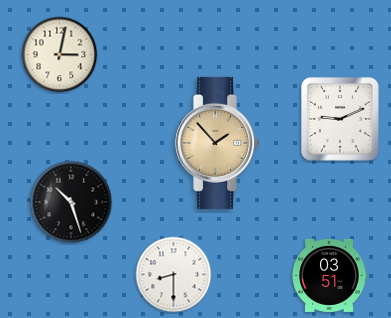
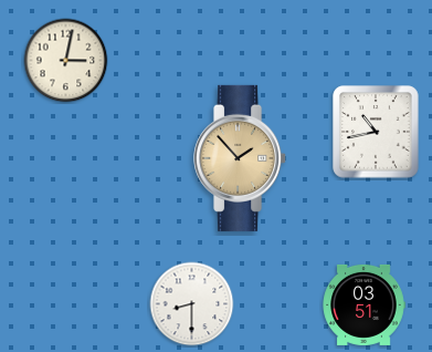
clock at (340, 119): 9:11 -> 10:43
clock at (71, 202): 10:27 -> none
